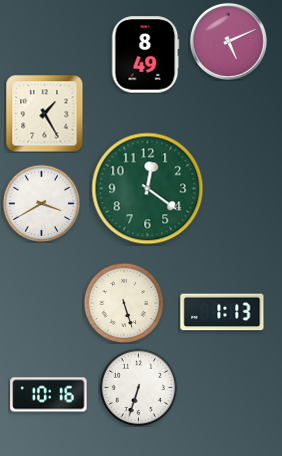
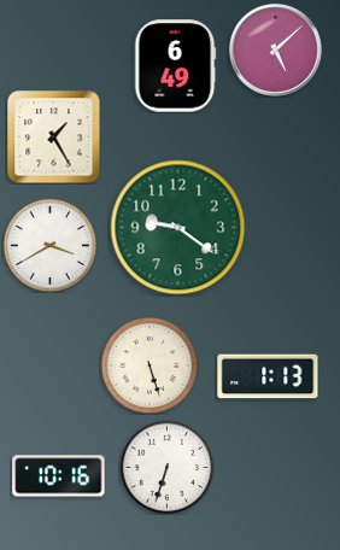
clock at (228, 41): 5:11 -> 5:08
clock at (145, 55): 8:49 -> 6:49
clock at (148, 189): 12:21 -> 9:21
